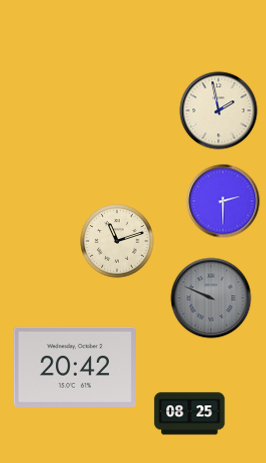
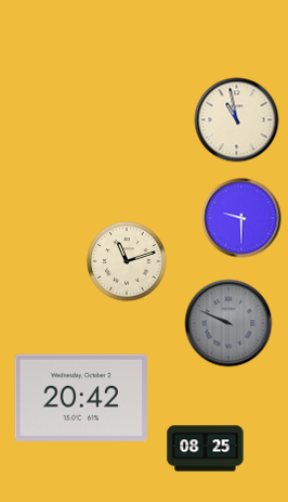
clock at (219, 111): 1:58 -> 10:58
clock at (223, 201): 2:30 -> 9:30
